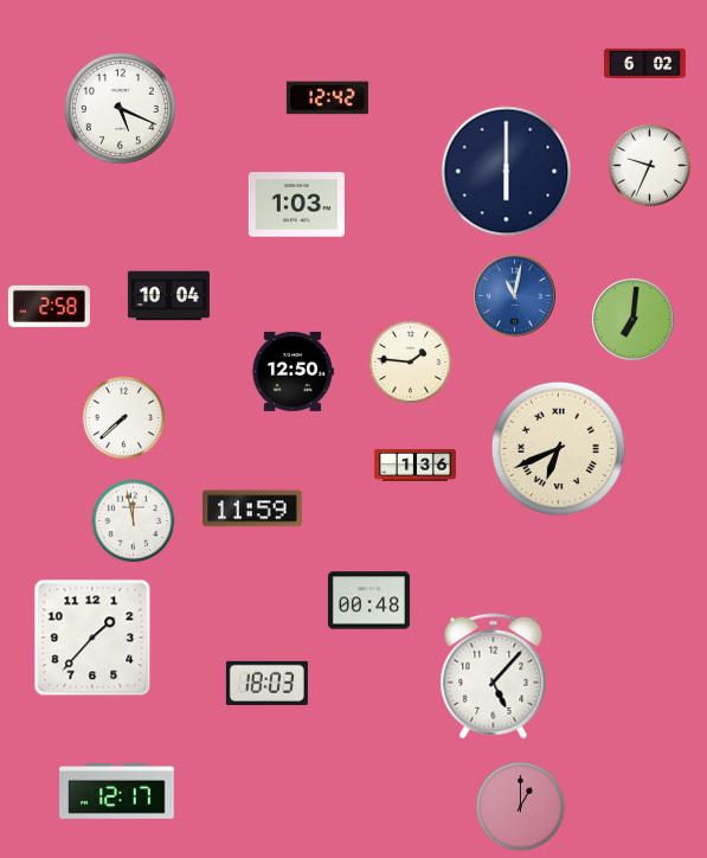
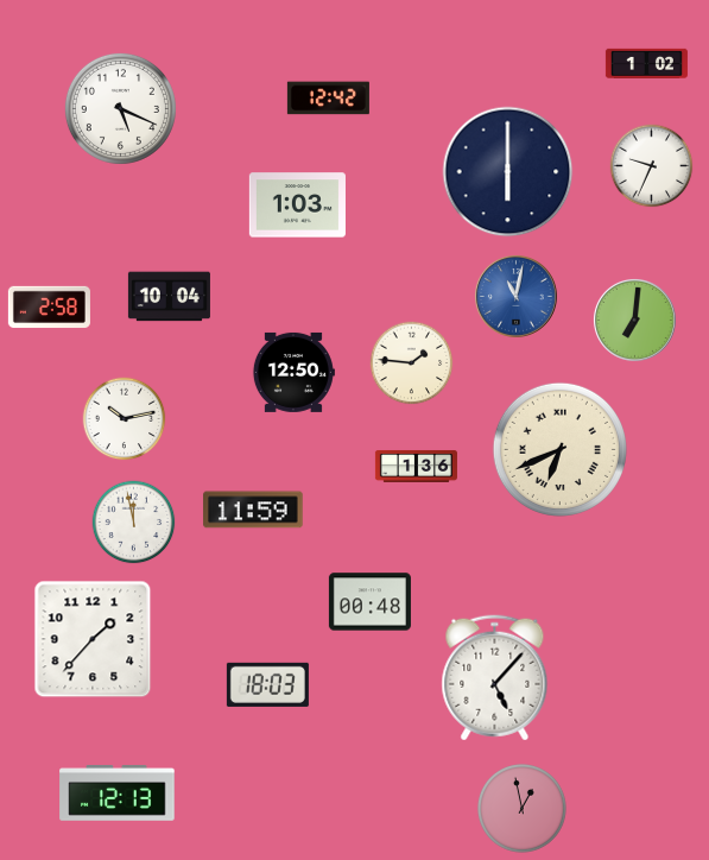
clock at (644, 63): 6:02 -> 1:02
clock at (124, 418): 7:38 -> 10:13
clock at (117, 792): 12:17 -> 12:13
clock at (521, 807): 1:00 -> 12:58
